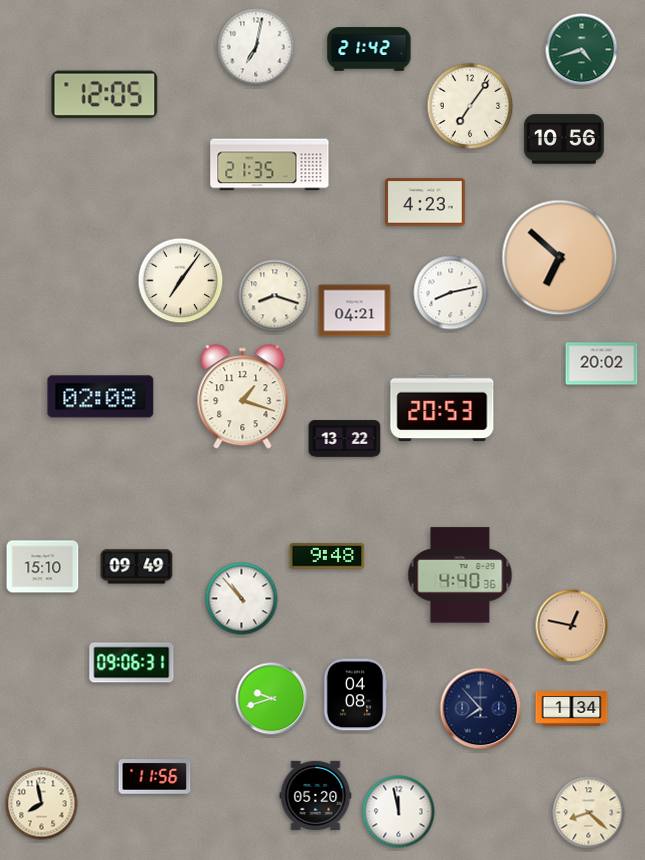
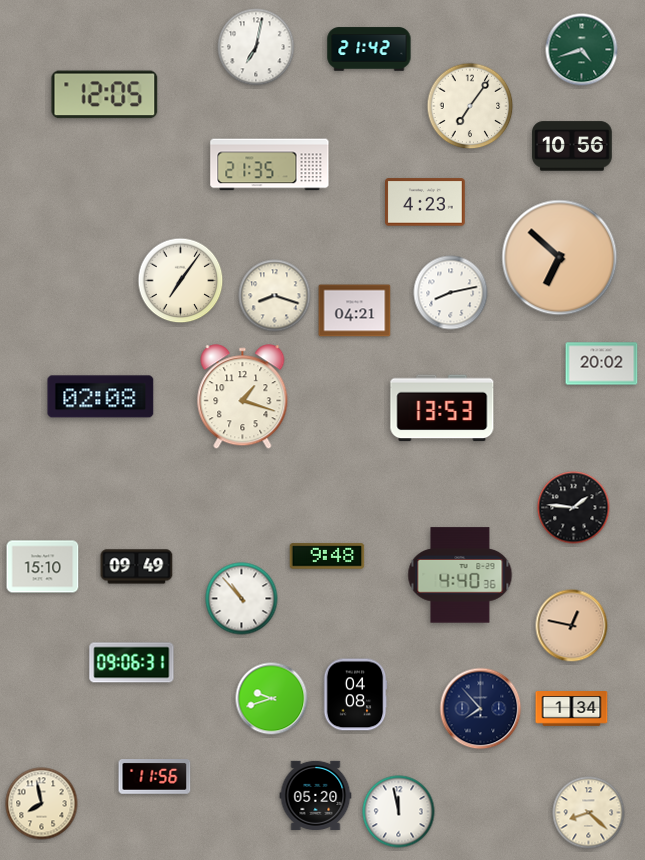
clock at (564, 139) position: (564, 139) -> (572, 146)
clock at (442, 408): 20:53 -> 13:53
clock at (345, 439): 13:22 -> none
clock at (574, 508): none -> 1:46
